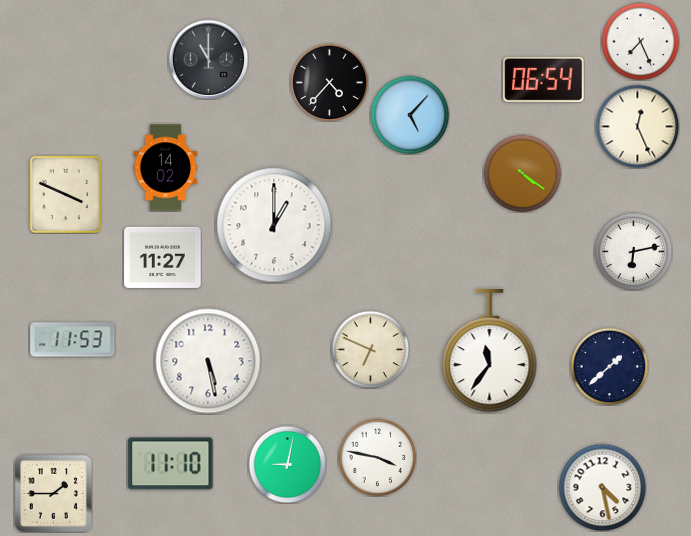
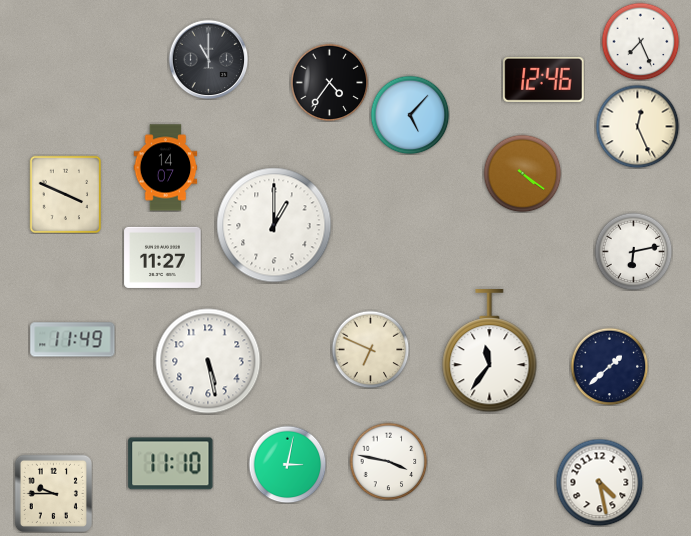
clock at (544, 79): 06:54 -> 12:46
clock at (329, 82): 4:37 -> 4:36
clock at (166, 168): 14:02 -> 14:07
clock at (73, 340): 11:53 -> 11:49
clock at (377, 457) position: (377, 457) -> (388, 461)
clock at (287, 464): 9:02 -> 3:02
clock at (602, 487) position: (602, 487) -> (599, 482)
clock at (53, 493): 1:45 -> 9:45
